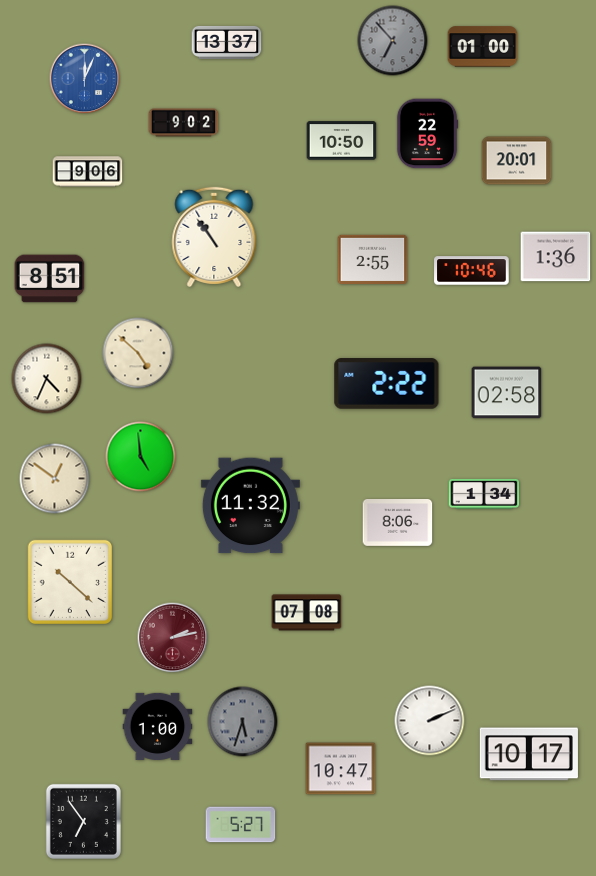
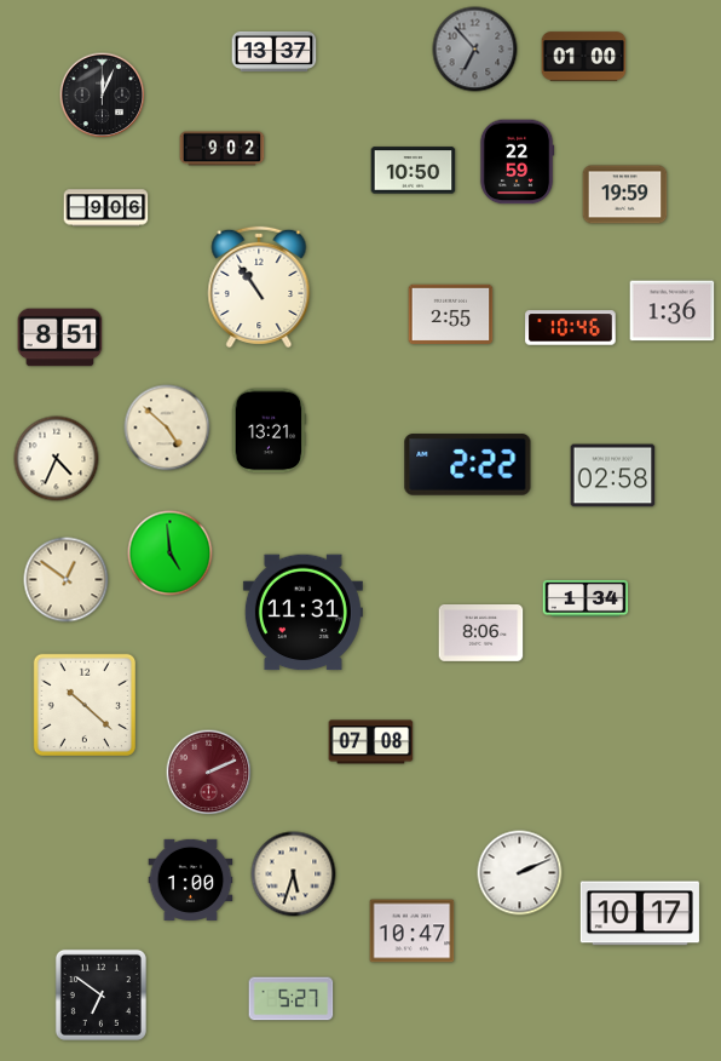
clock at (85, 79) dial: blue -> black
clock at (517, 161): 20:01 -> 19:59
clock at (269, 431): none -> 13:21
clock at (250, 506): 11:32 -> 11:31
clock at (173, 638): 2:13 -> 2:11
clock at (243, 722) dial: grey -> cream
clock at (83, 821): 6:54 -> 6:51
